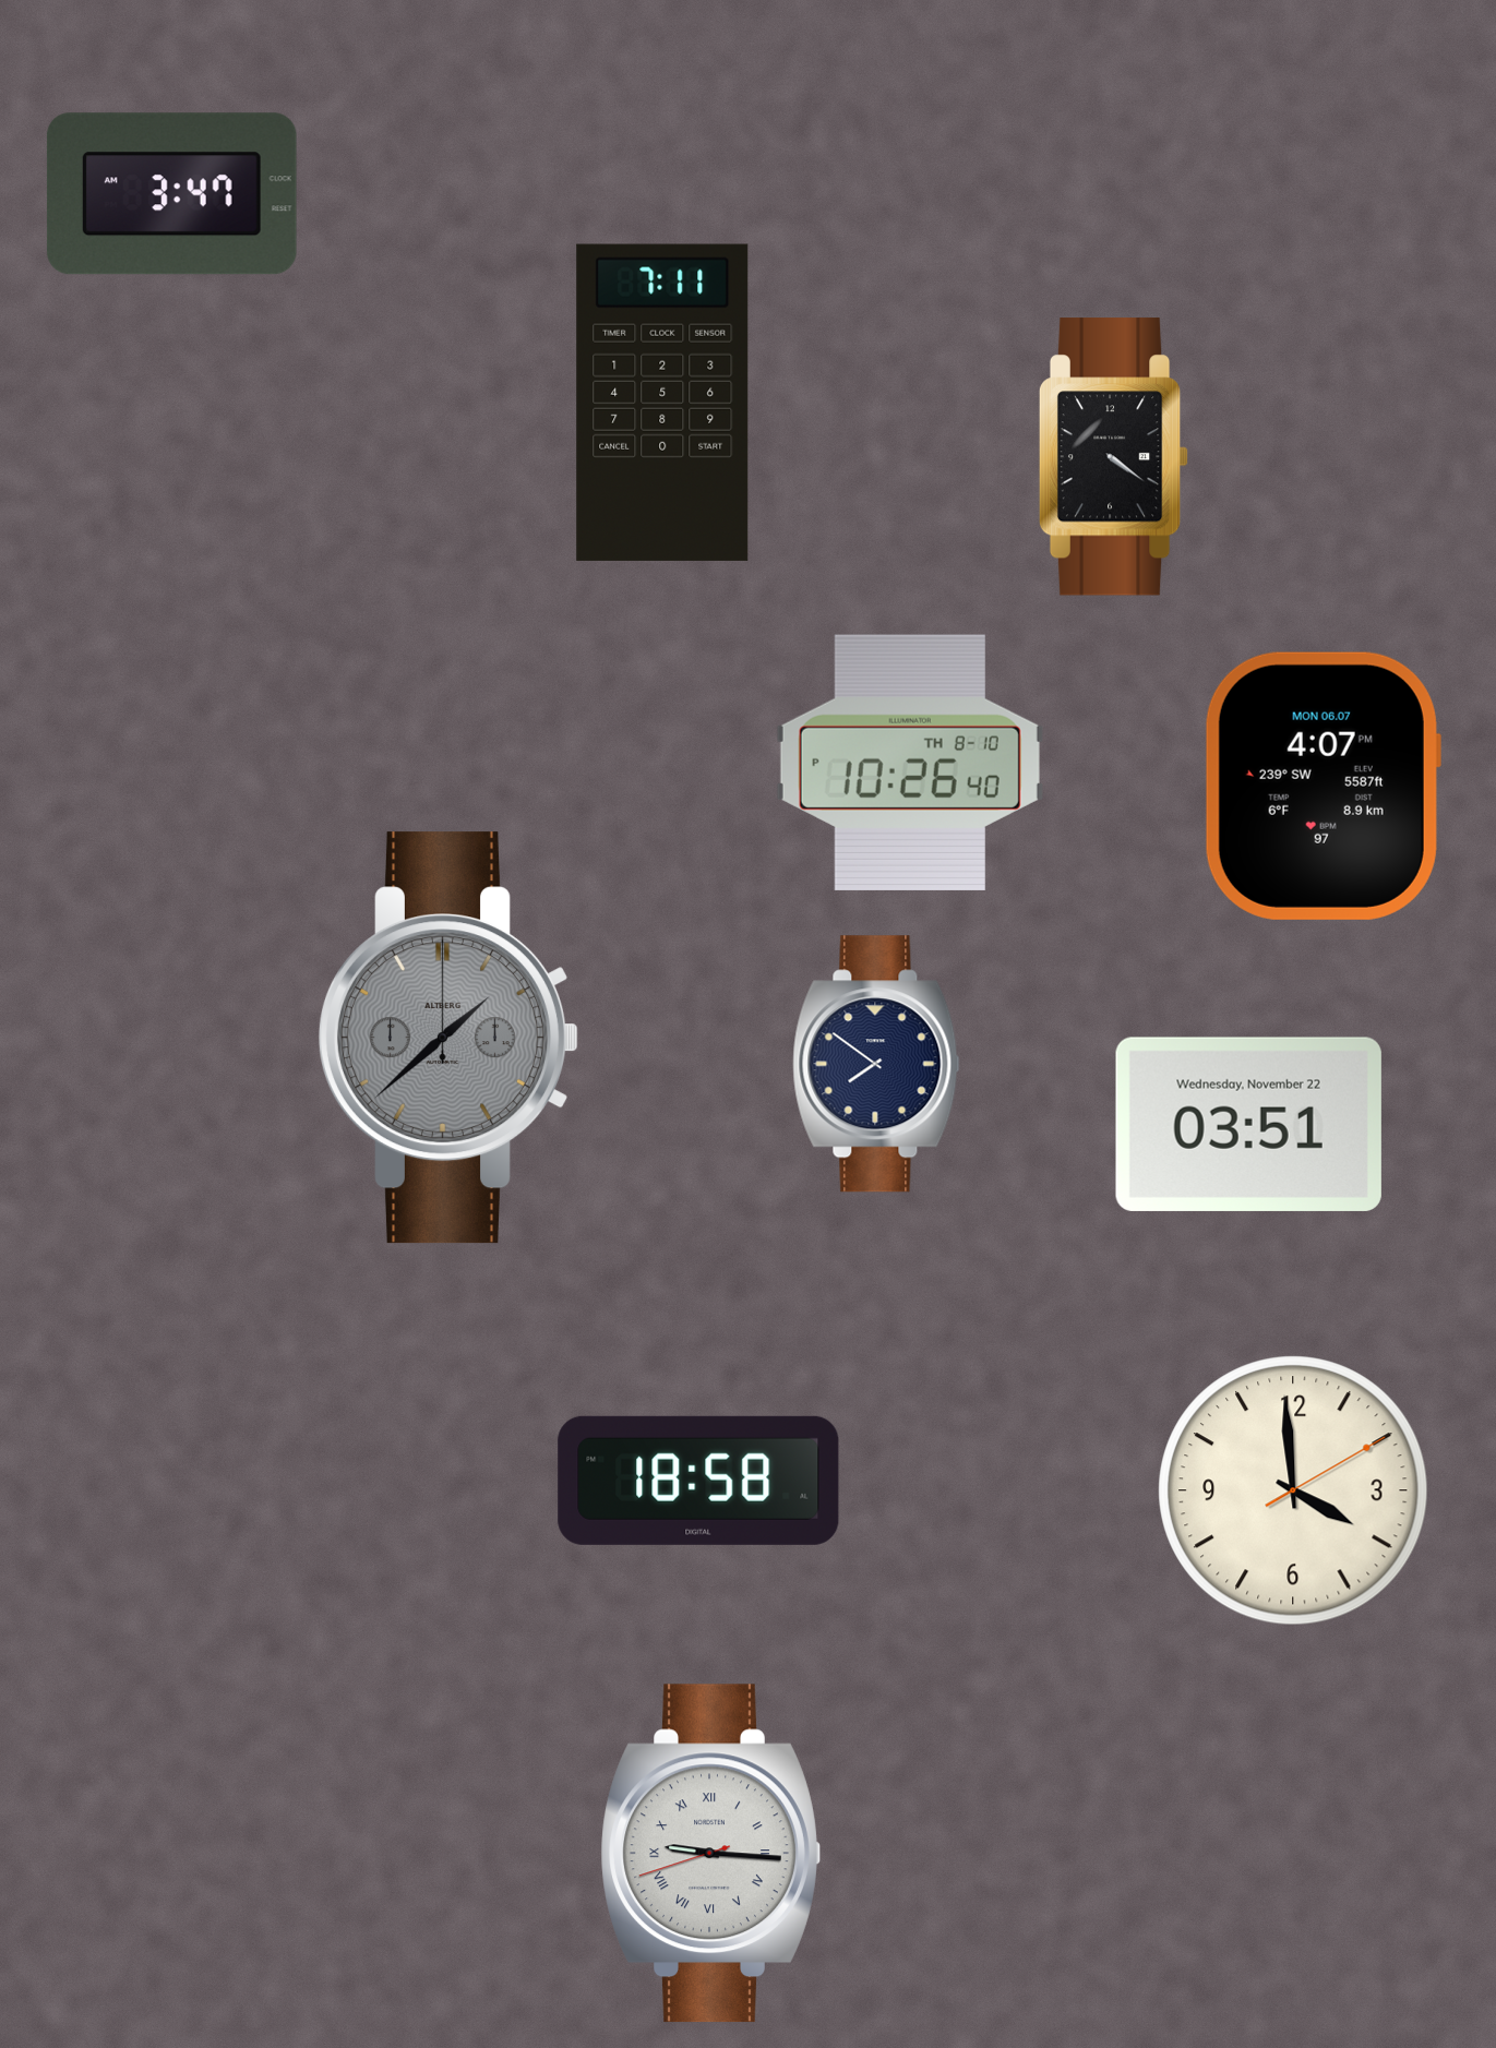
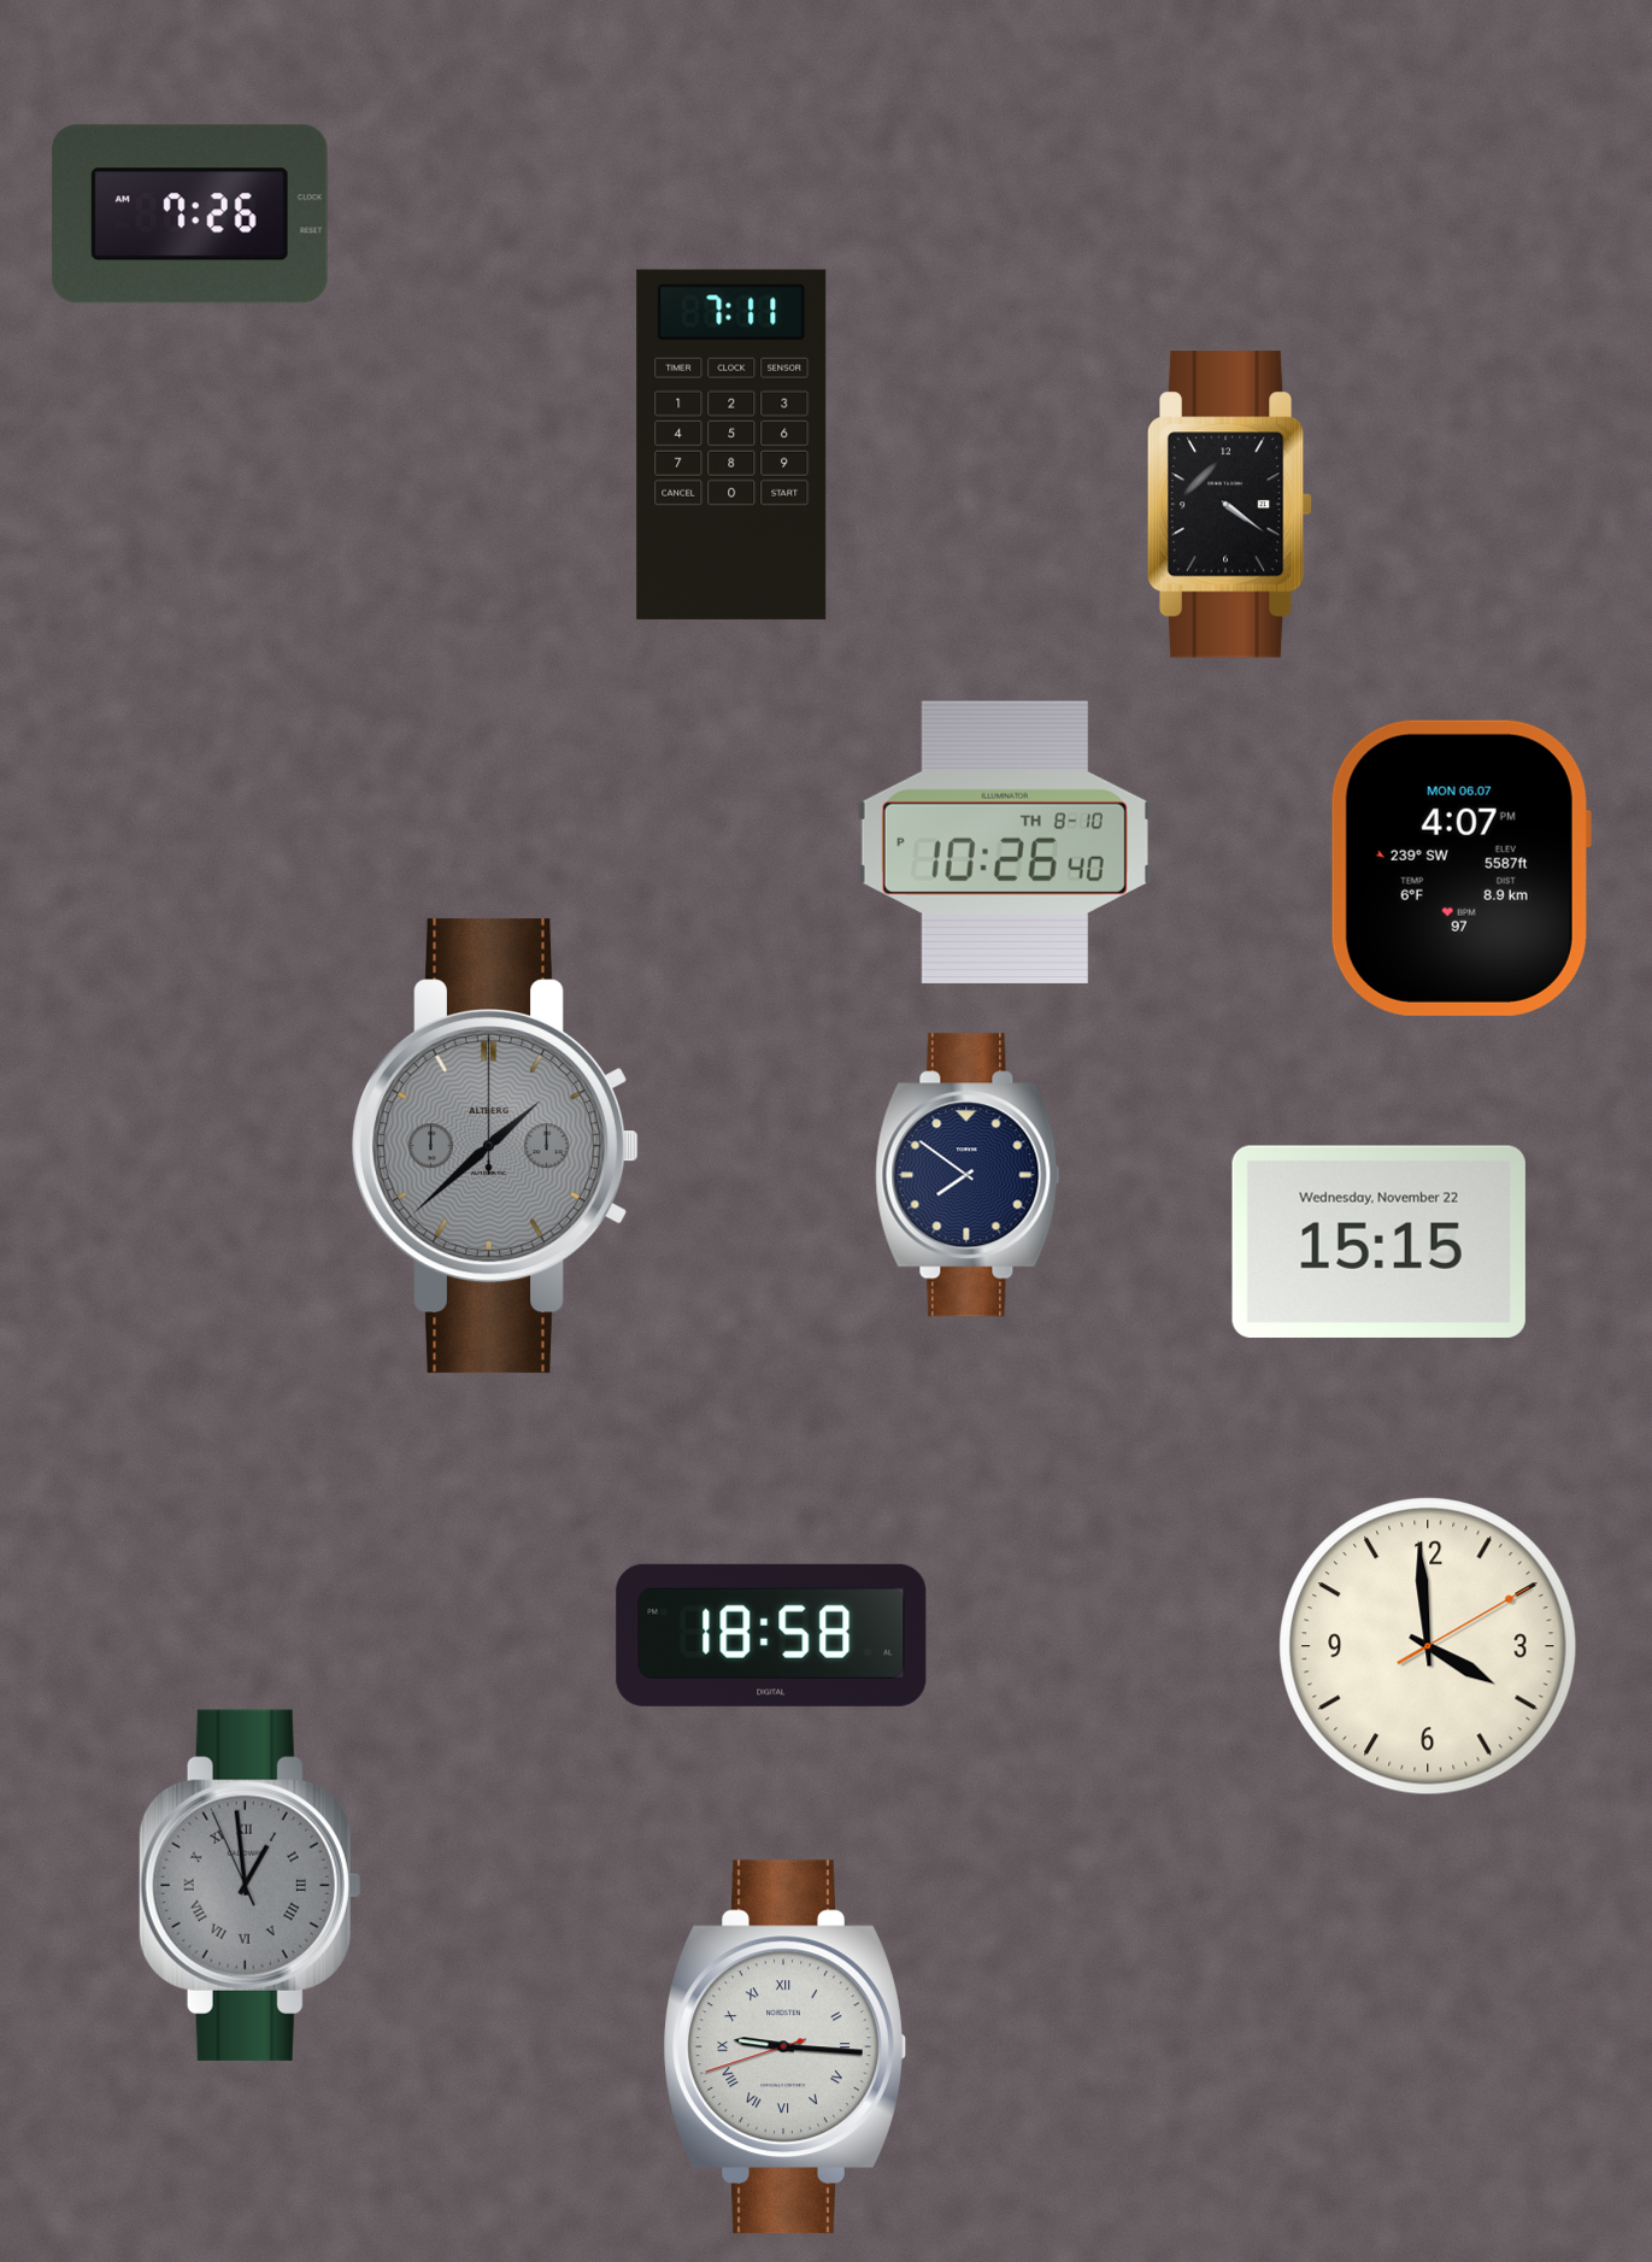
clock at (171, 194): 3:47 -> 7:26
clock at (1248, 1124): 03:51 -> 15:15
clock at (249, 1885): none -> 12:58
